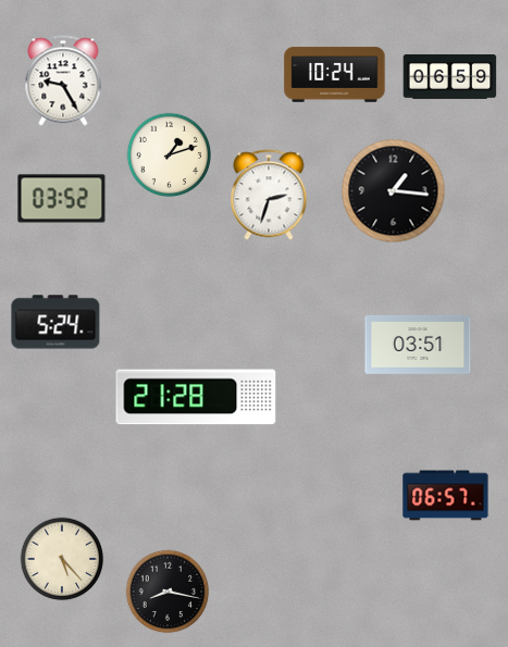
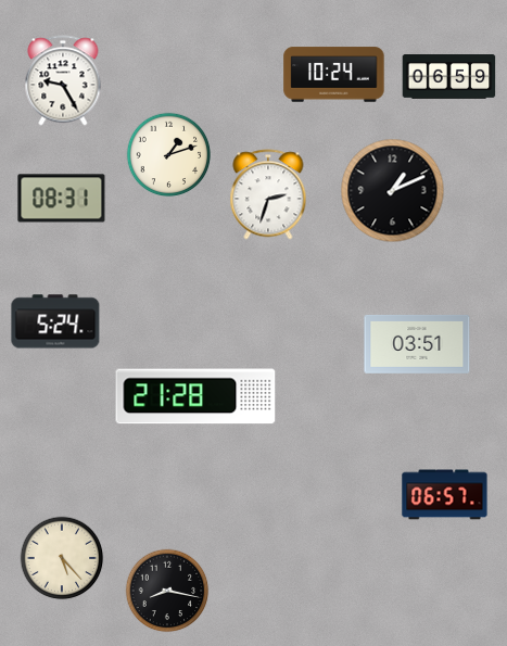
clock at (394, 191): 1:16 -> 1:11
clock at (62, 199): 03:52 -> 08:31
